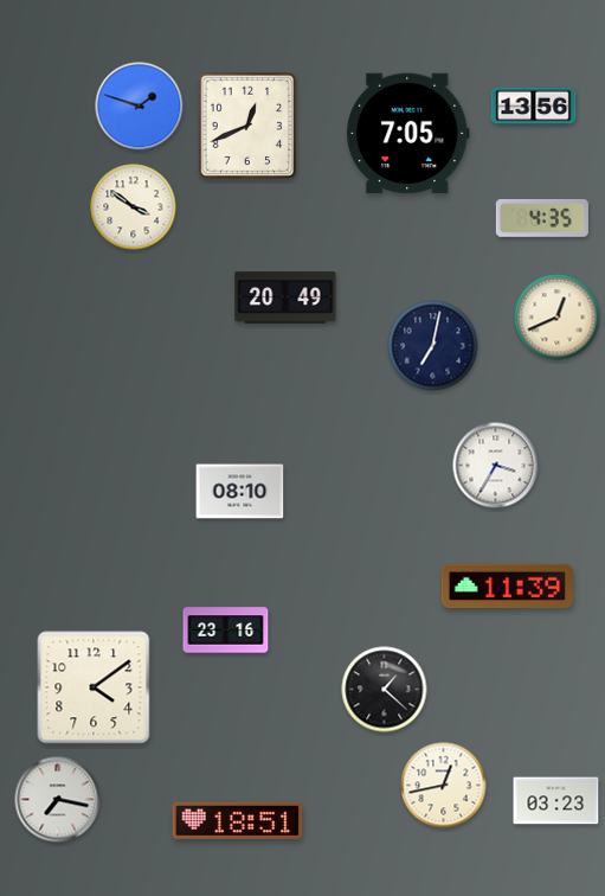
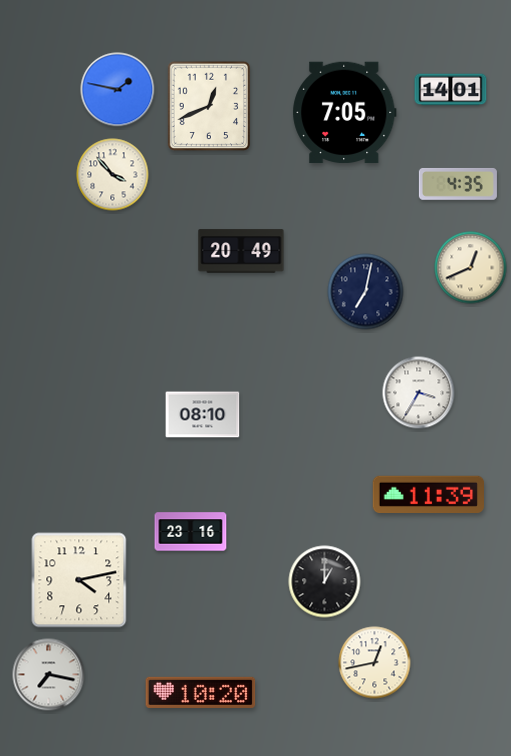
clock at (140, 107): 1:48 -> 1:47
clock at (534, 107): 13:56 -> 14:01
clock at (134, 207): 3:51 -> 3:53
clock at (94, 687): 4:09 -> 4:13
clock at (385, 690): 1:22 -> 1:00
clock at (556, 801): 03:23 -> none
clock at (238, 820): 18:51 -> 10:20
